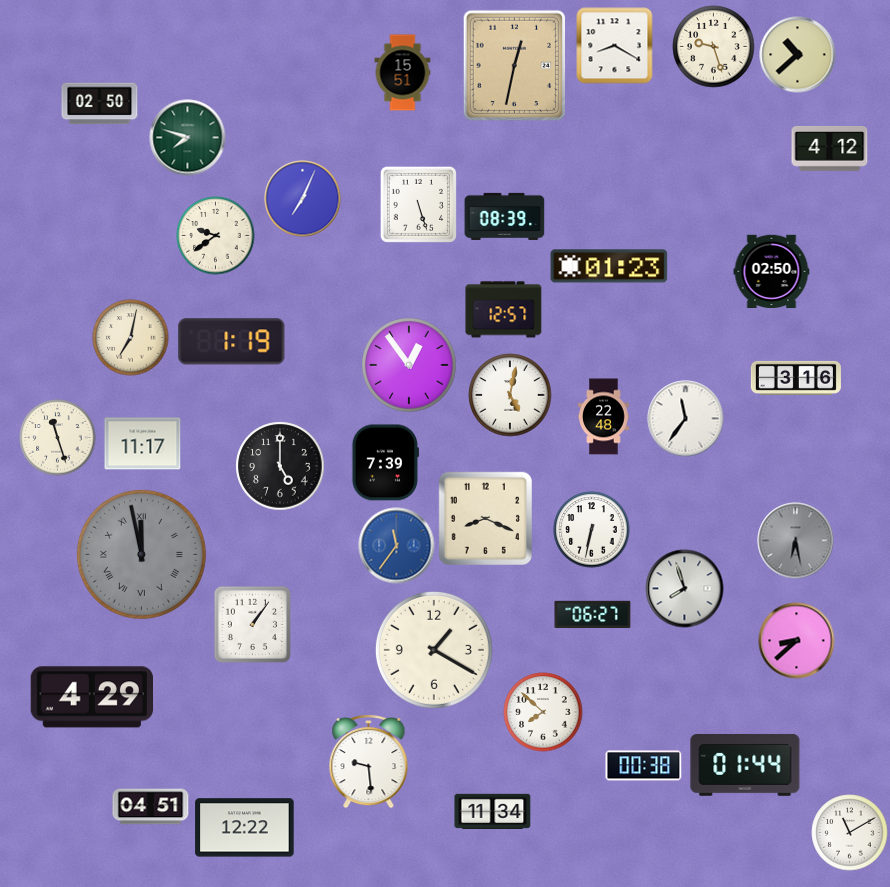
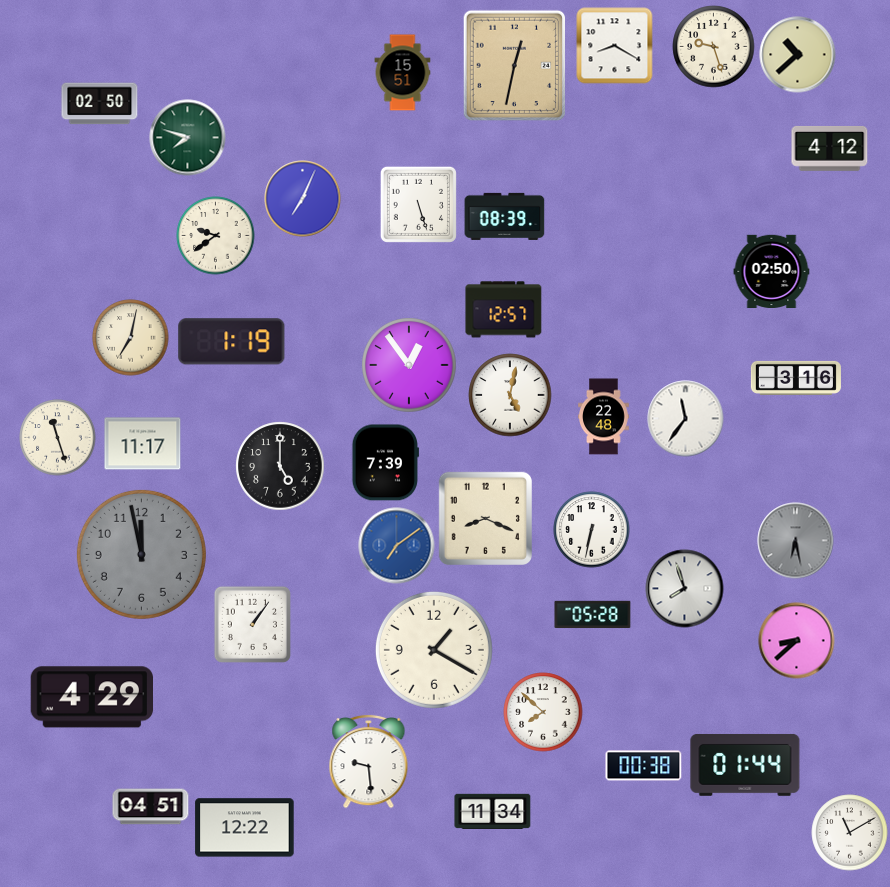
clock at (609, 266): 01:23 -> none
clock at (397, 546): 11:36 -> 7:09
clock at (141, 554) numerals: Roman -> Arabic
clock at (593, 615): 06:27 -> 05:28
